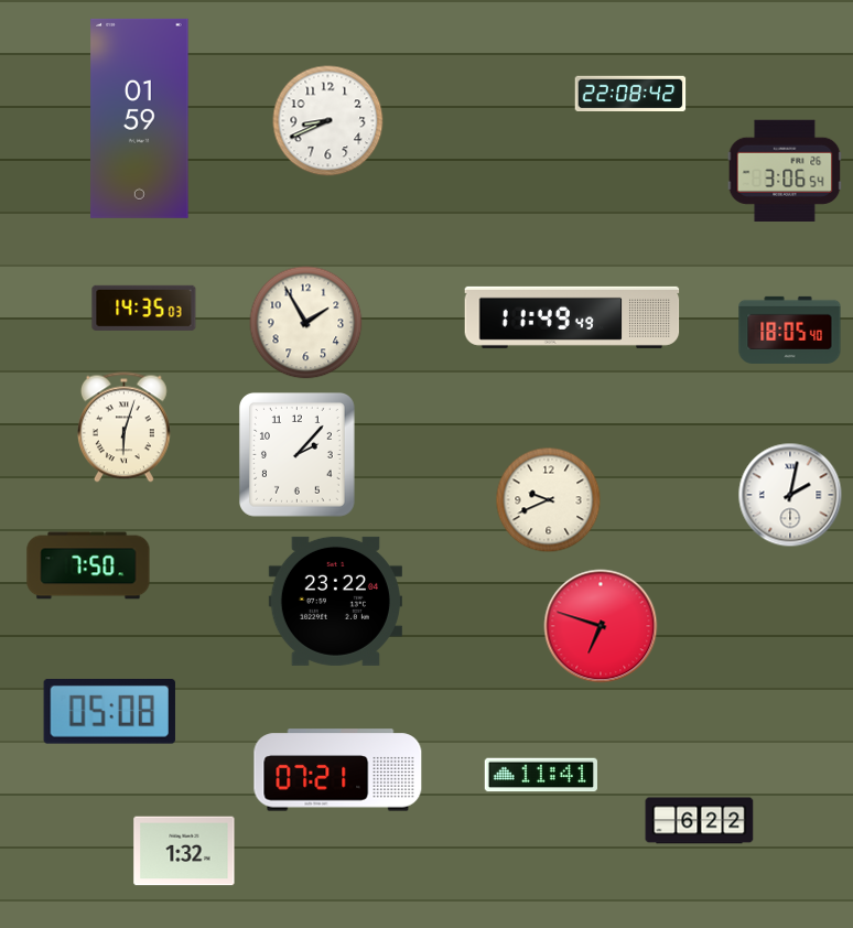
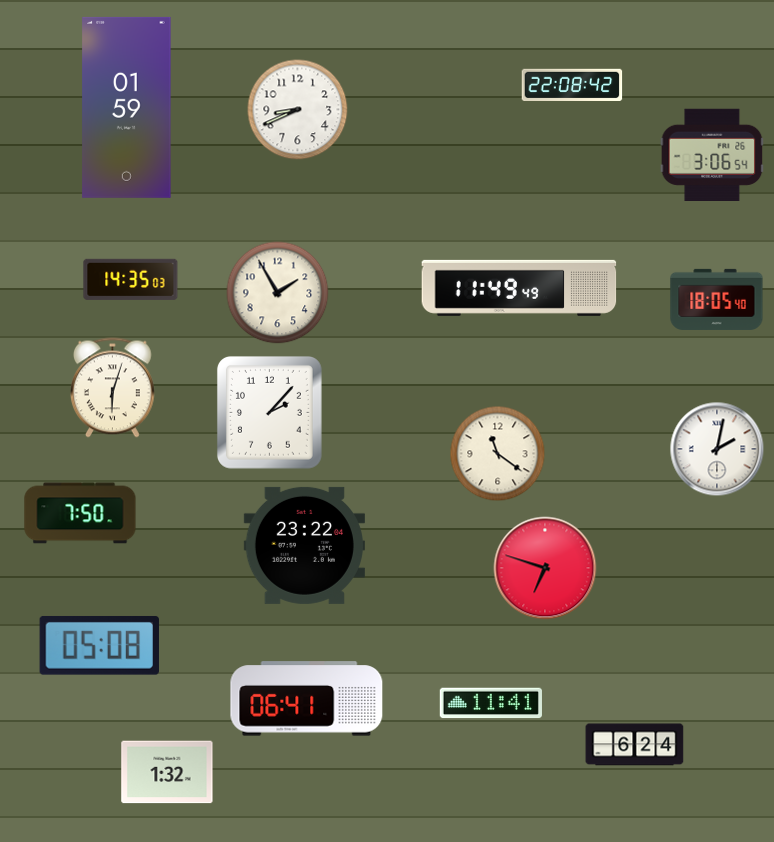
clock at (549, 500): 9:41 -> 11:21
clock at (338, 770): 07:21 -> 06:41
clock at (700, 821): 6:22 -> 6:24
